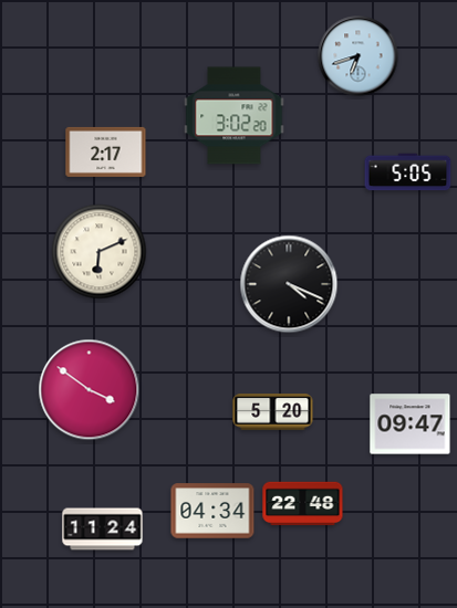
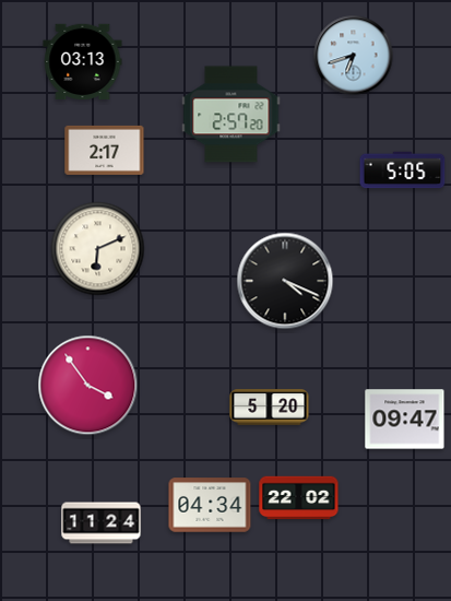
clock at (83, 61): none -> 03:13
clock at (235, 116): 3:02 -> 2:57
clock at (90, 390): 3:51 -> 3:54
clock at (303, 504): 22:48 -> 22:02
